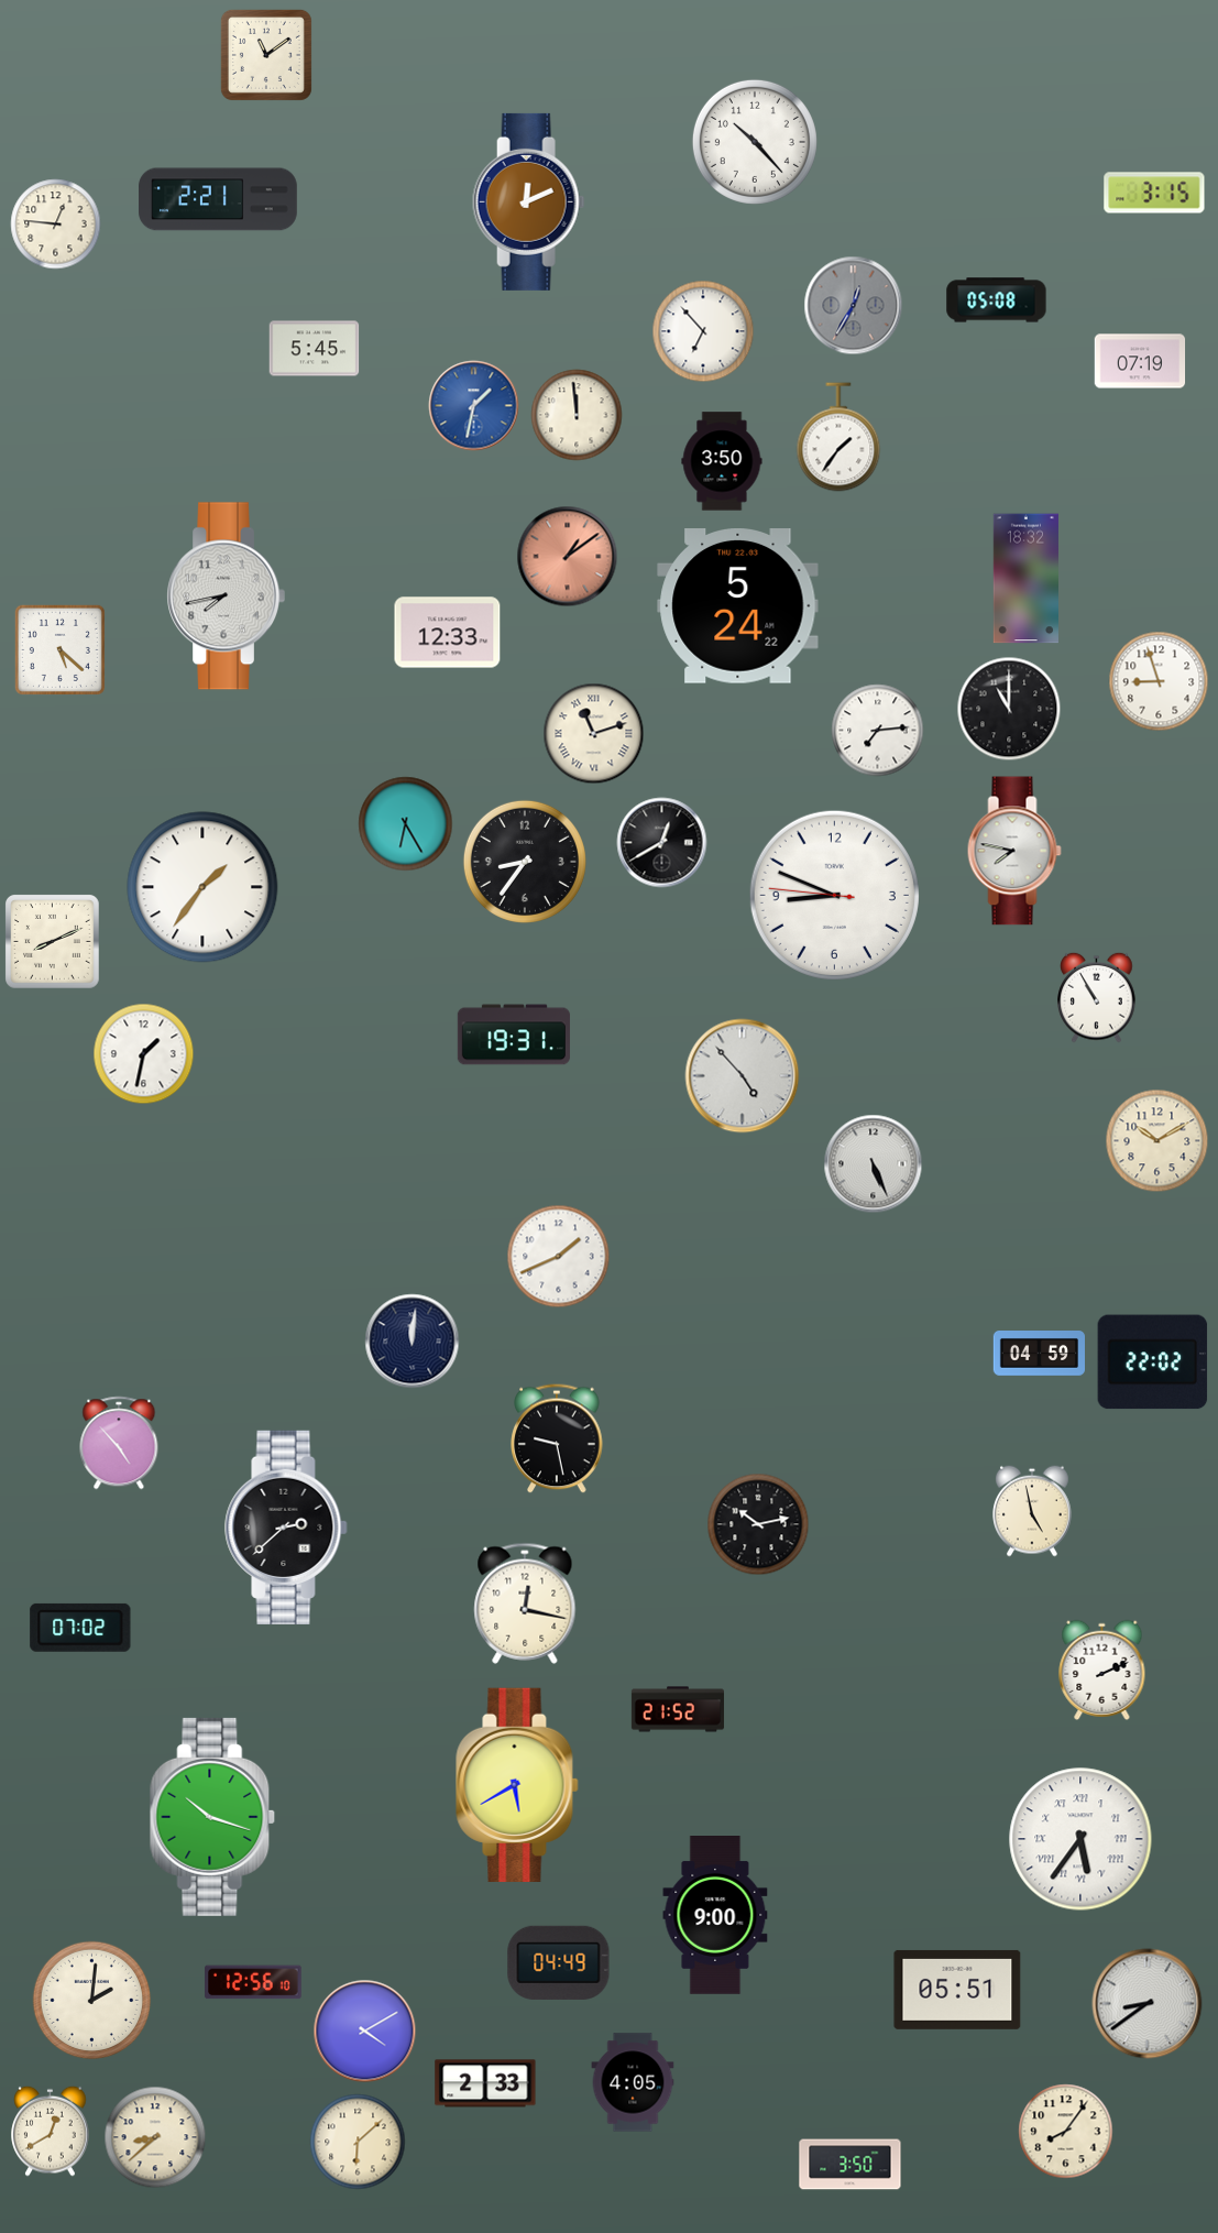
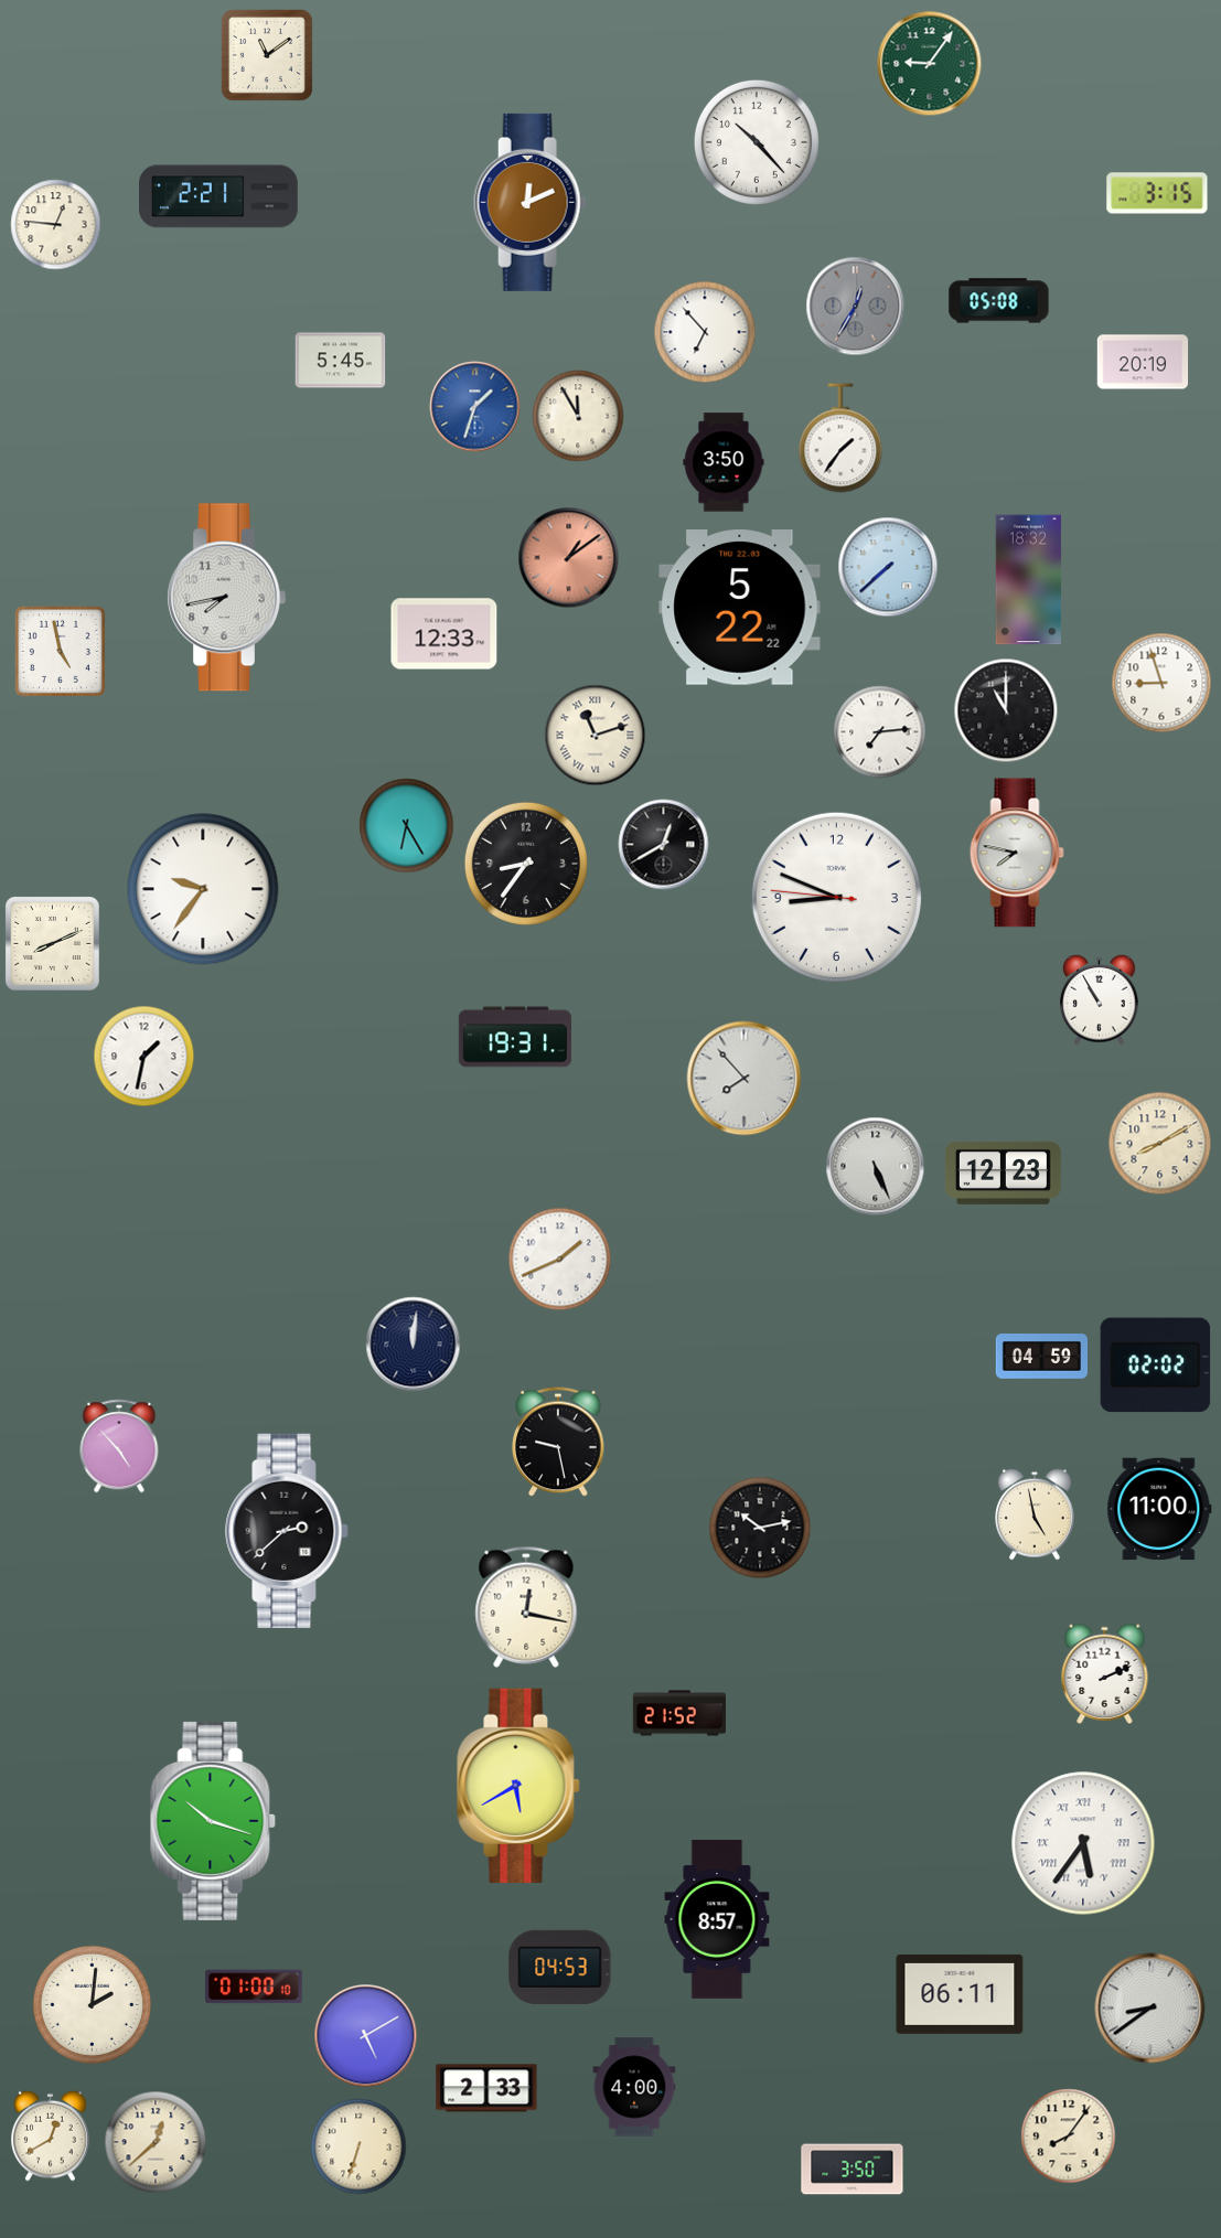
clock at (930, 64): none -> 9:06
clock at (218, 199) position: (218, 199) -> (218, 196)
clock at (315, 349) position: (315, 349) -> (341, 361)
clock at (1140, 361): 07:19 -> 20:19
clock at (474, 406): 1:32 -> 1:33
clock at (577, 415): 11:59 -> 11:55
clock at (888, 567): none -> 7:38
clock at (738, 606): 5:24 -> 5:22
clock at (448, 633) position: (448, 633) -> (445, 634)
clock at (59, 649): 5:22 -> 4:58
clock at (1009, 709) position: (1009, 709) -> (1006, 710)
clock at (202, 887): 1:36 -> 9:36
clock at (743, 1076): 4:53 -> 7:53
clock at (1157, 1141): 10:10 -> 8:10
clock at (1003, 1172): none -> 12:23
clock at (1153, 1362): 22:02 -> 02:02
clock at (1159, 1509): none -> 11:00
clock at (80, 1628): 07:02 -> none
clock at (517, 1785) position: (517, 1785) -> (518, 1786)
clock at (715, 1916): 9:00 -> 8:57
clock at (559, 1962): 04:49 -> 04:53
clock at (253, 1982): 12:56 -> 01:00
clock at (957, 1990): 05:51 -> 06:11
clock at (365, 2032): 4:10 -> 5:10
clock at (633, 2082): 4:05 -> 4:00
clock at (155, 2137): 8:38 -> 12:38
clock at (358, 2142): 6:08 -> 6:33
